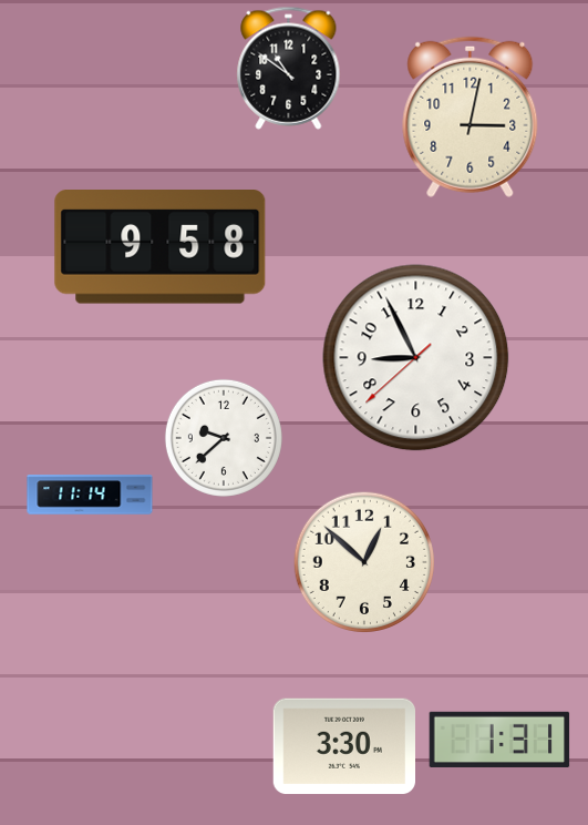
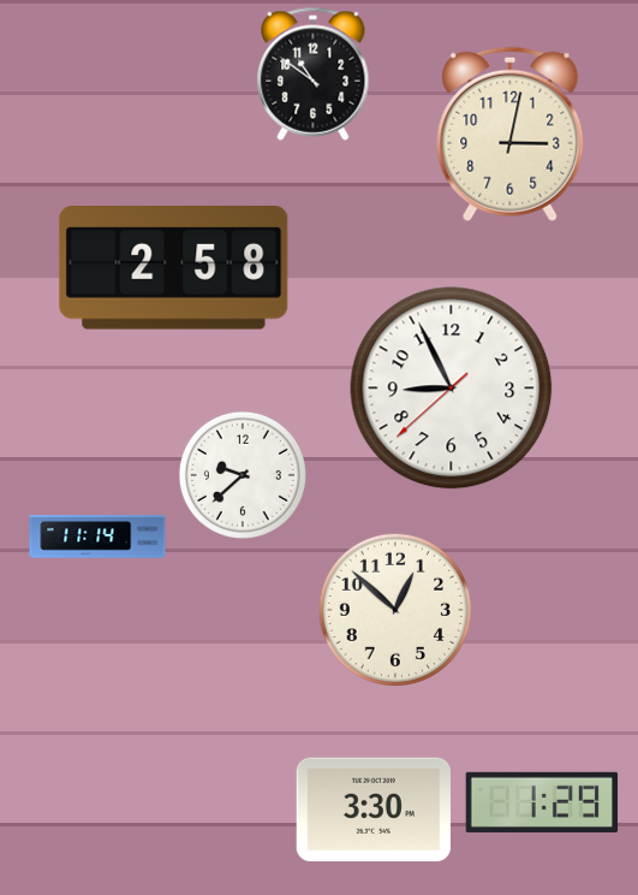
clock at (471, 116) position: (471, 116) -> (511, 134)
clock at (161, 247): 9:58 -> 2:58
clock at (499, 740): 1:31 -> 1:29
